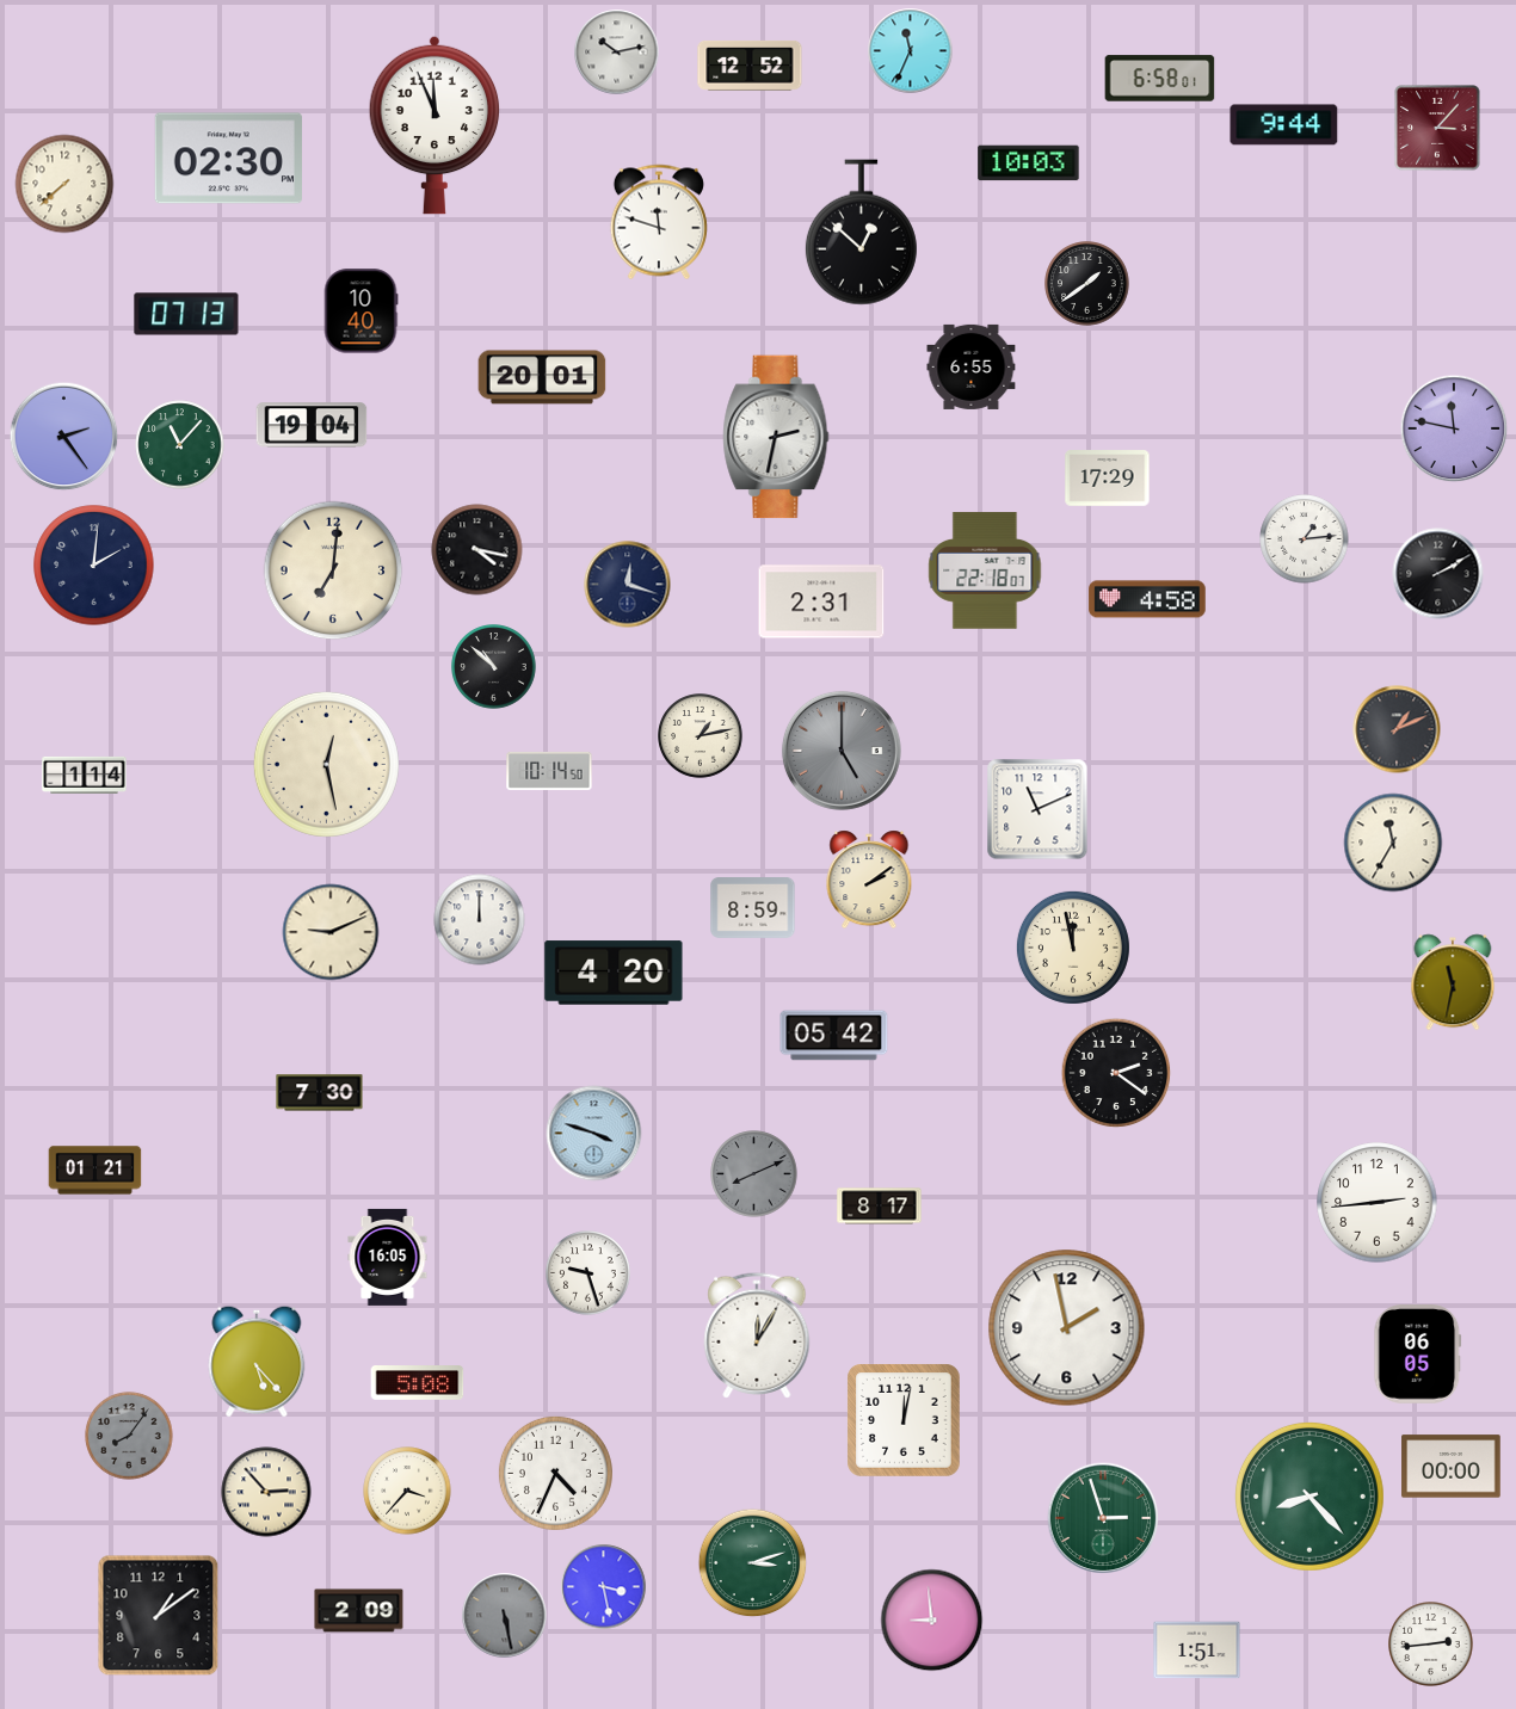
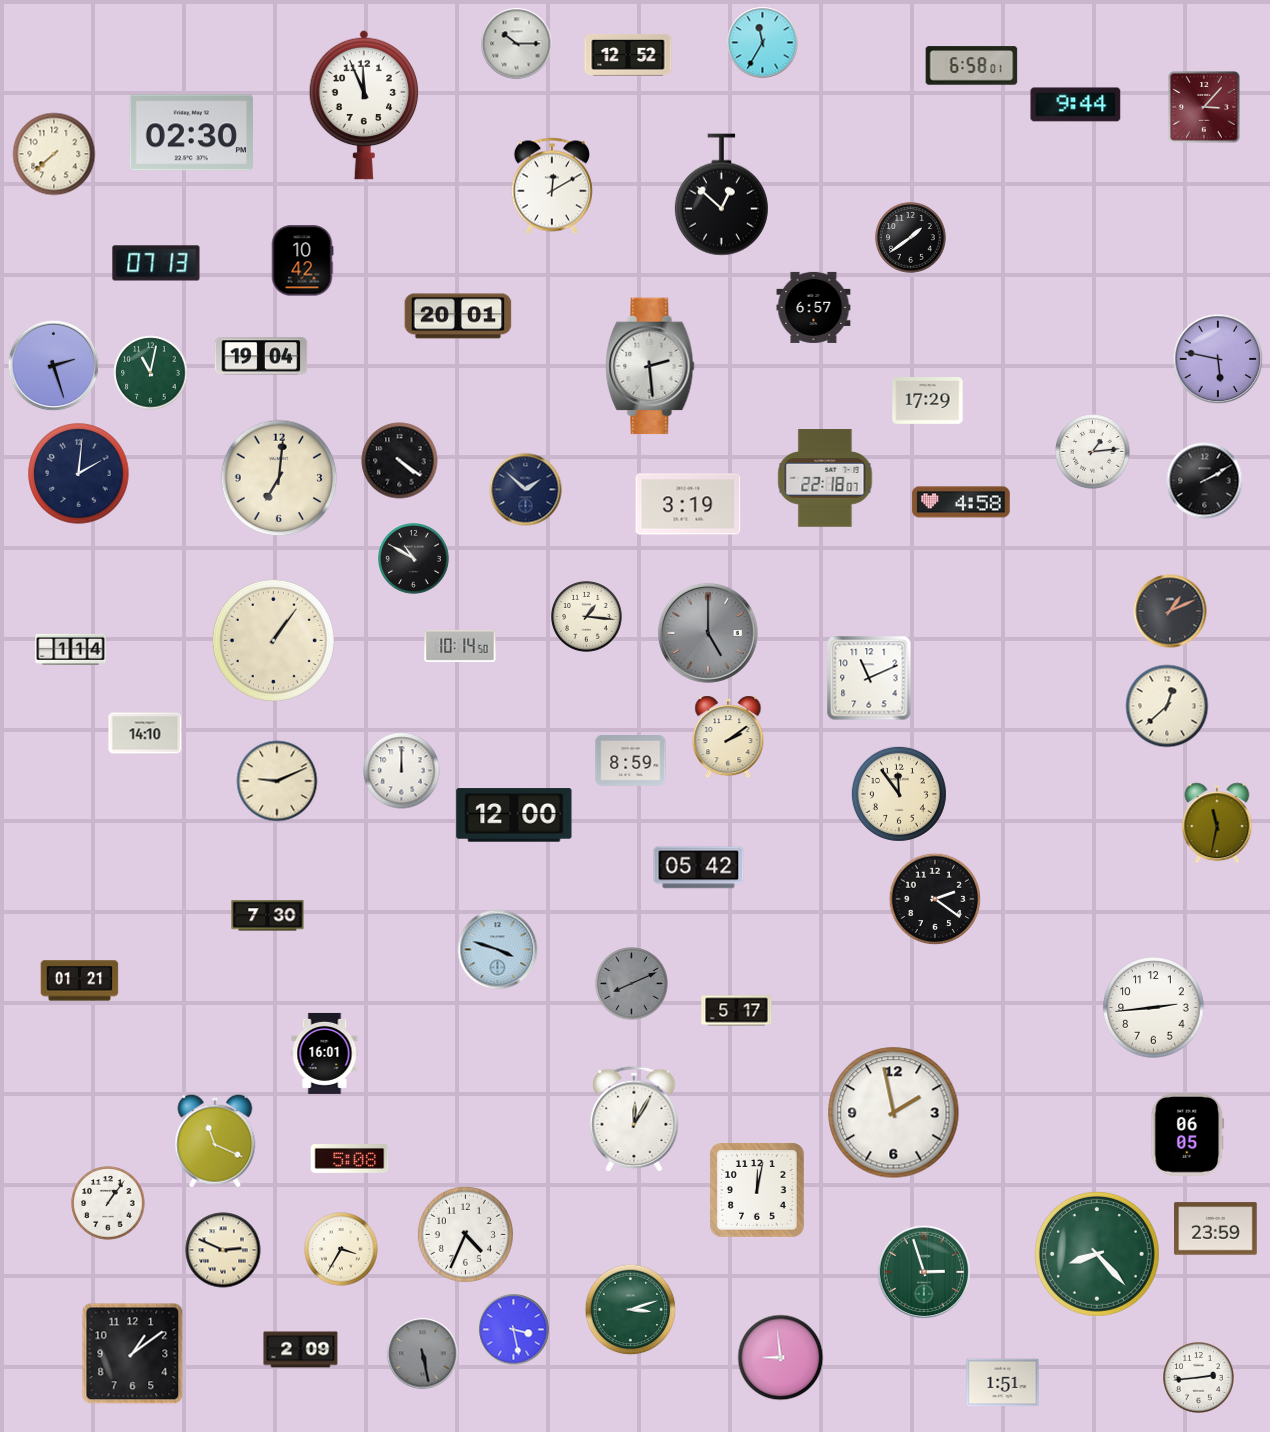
clock at (911, 51): 11:34 -> 11:35
clock at (617, 53): 10:13 -> 10:15
clock at (1029, 164): 10:03 -> none
clock at (659, 222): 11:48 -> 12:10
clock at (360, 311): 10:40 -> 10:42
clock at (972, 366): 6:55 -> 6:57
clock at (542, 377) position: (542, 377) -> (458, 316)
clock at (1454, 428): 11:47 -> 5:47
clock at (64, 437): 2:24 -> 2:27
clock at (776, 437): 2:32 -> 2:29
clock at (180, 445): 11:07 -> 11:02
clock at (477, 550): 4:17 -> 4:21
clock at (628, 585): 12:18 -> 1:52
clock at (821, 601): 2:31 -> 3:19
clock at (494, 667): 10:52 -> 10:50
clock at (701, 736): 1:13 -> 1:16
clock at (842, 751) position: (842, 751) -> (708, 633)
clock at (326, 764): 12:28 -> 1:06
clock at (1393, 843): 11:35 -> 12:38
clock at (145, 733): none -> 14:10
clock at (1073, 948): 11:58 -> 11:54
clock at (614, 973): 4:20 -> 12:00
clock at (880, 1207): 8:17 -> 5:17
clock at (388, 1257): 16:05 -> 16:01
clock at (588, 1273): 9:27 -> none
clock at (257, 1362): 5:23 -> 11:19
clock at (129, 1436): 8:06 -> 1:06
clock at (129, 1436) dial: grey -> white
clock at (1452, 1467): 00:00 -> 23:59
clock at (407, 1491): 3:37 -> 3:35
clock at (266, 1492): 2:53 -> 2:49
clock at (604, 1587) position: (604, 1587) -> (514, 1330)
